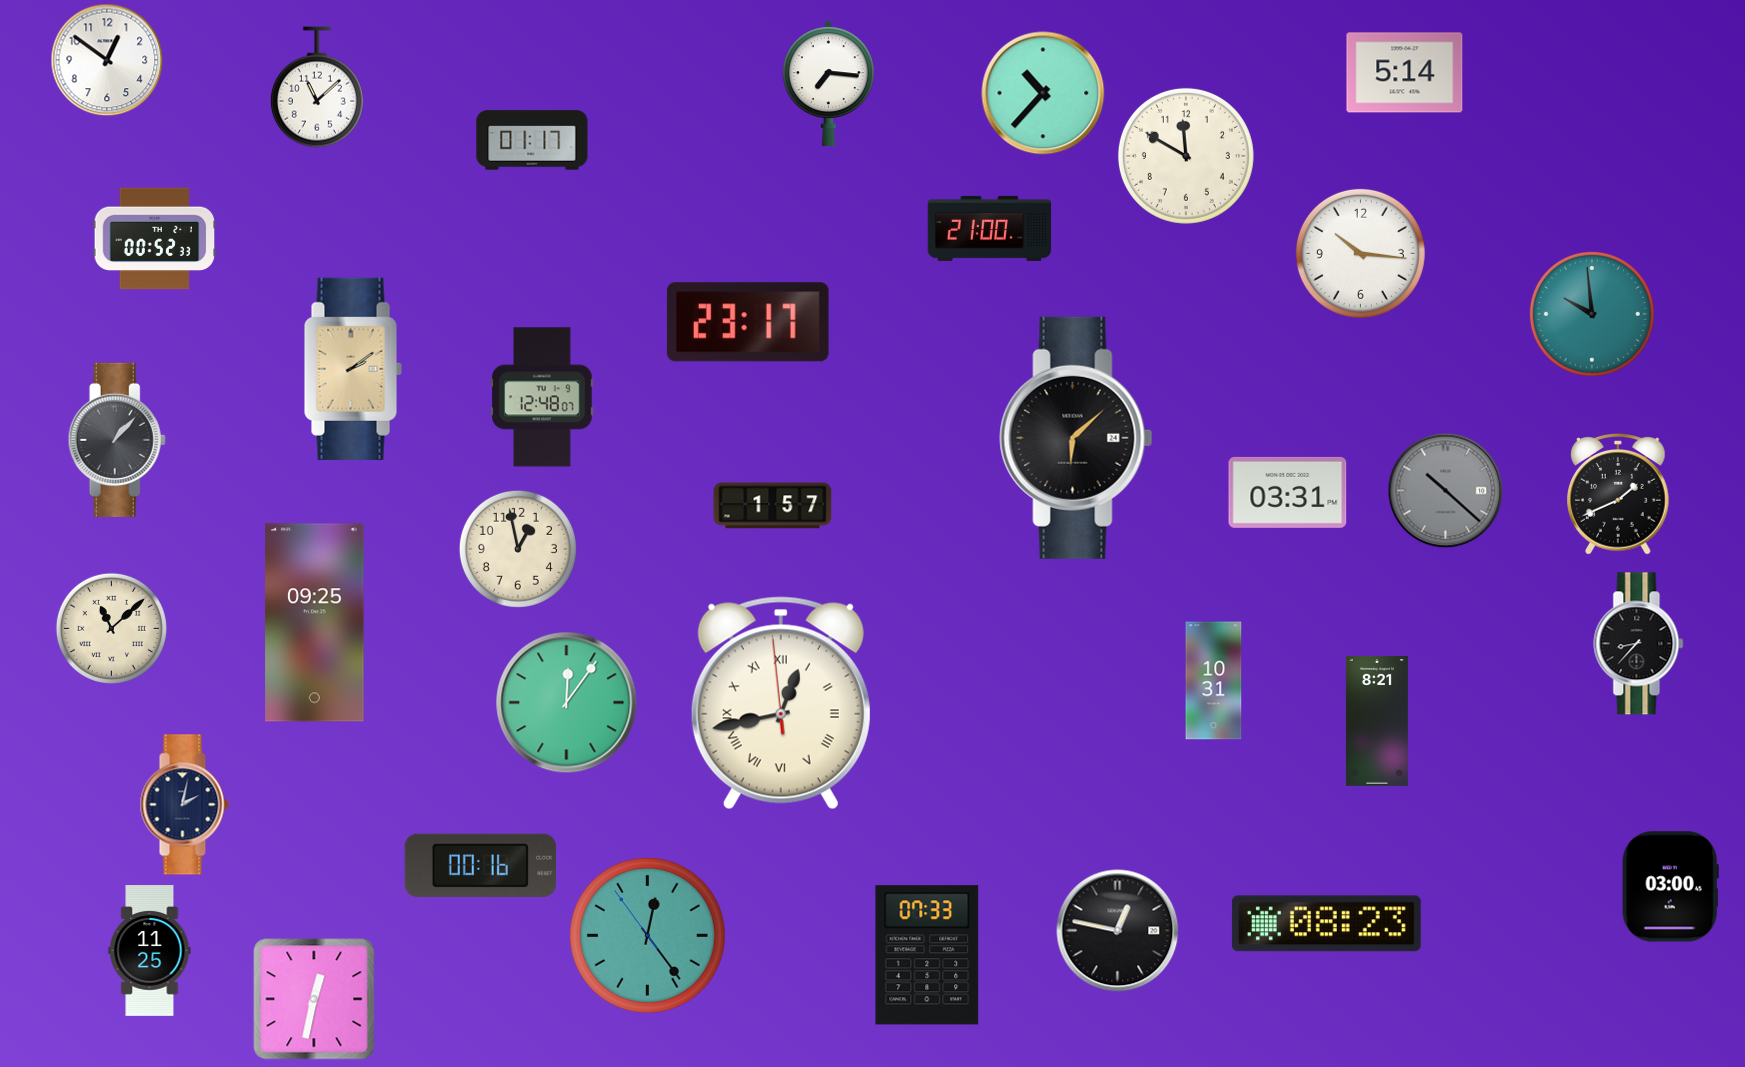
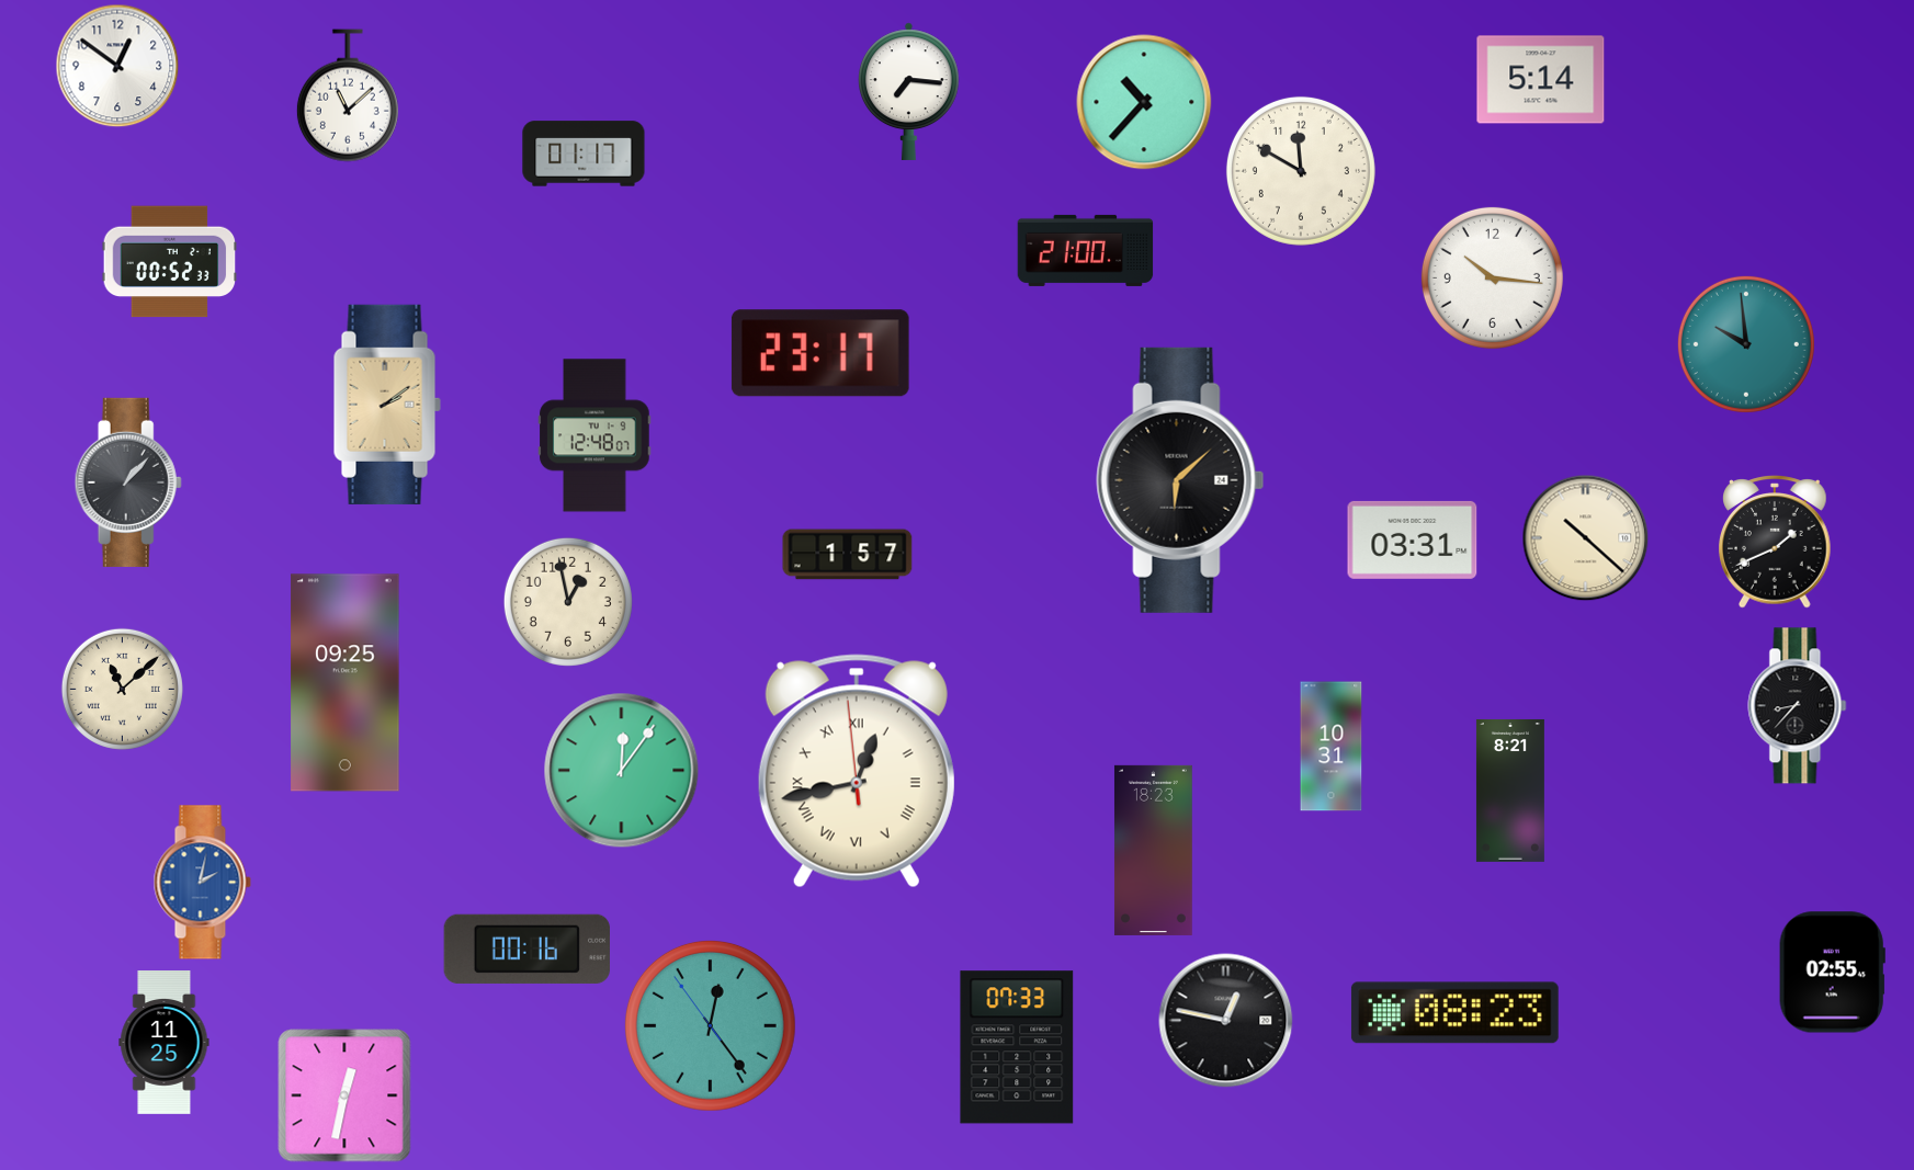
clock at (1446, 491) dial: grey -> cream
clock at (1153, 850): none -> 18:23
clock at (184, 805) dial: navy -> blue
clock at (1670, 887): 03:00 -> 02:55
